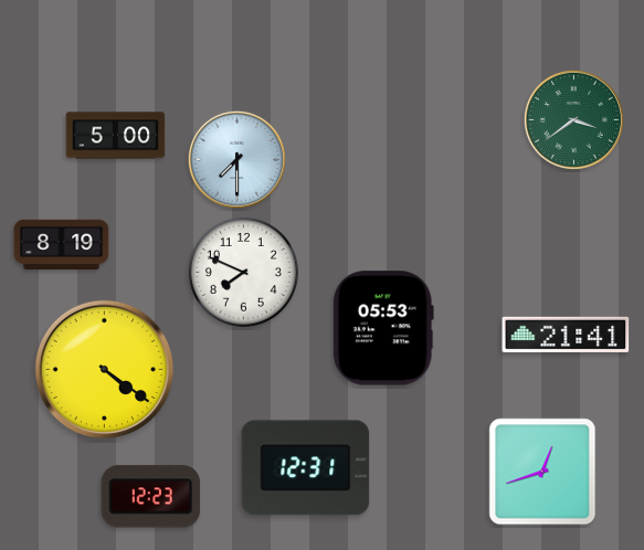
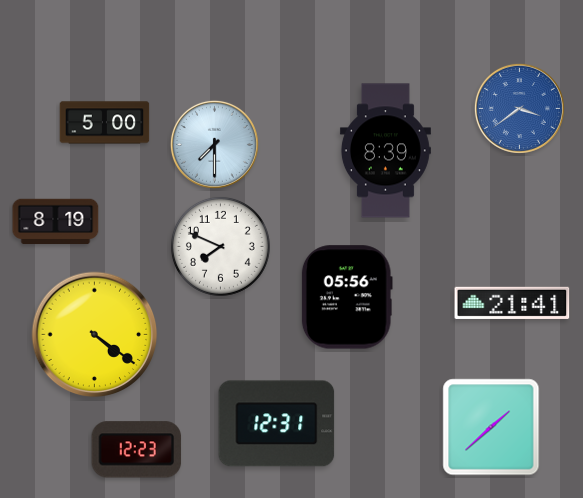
clock at (573, 119) dial: green -> blue
clock at (385, 151): none -> 8:39
clock at (383, 328): 05:53 -> 05:56
clock at (542, 472): 12:42 -> 1:38
